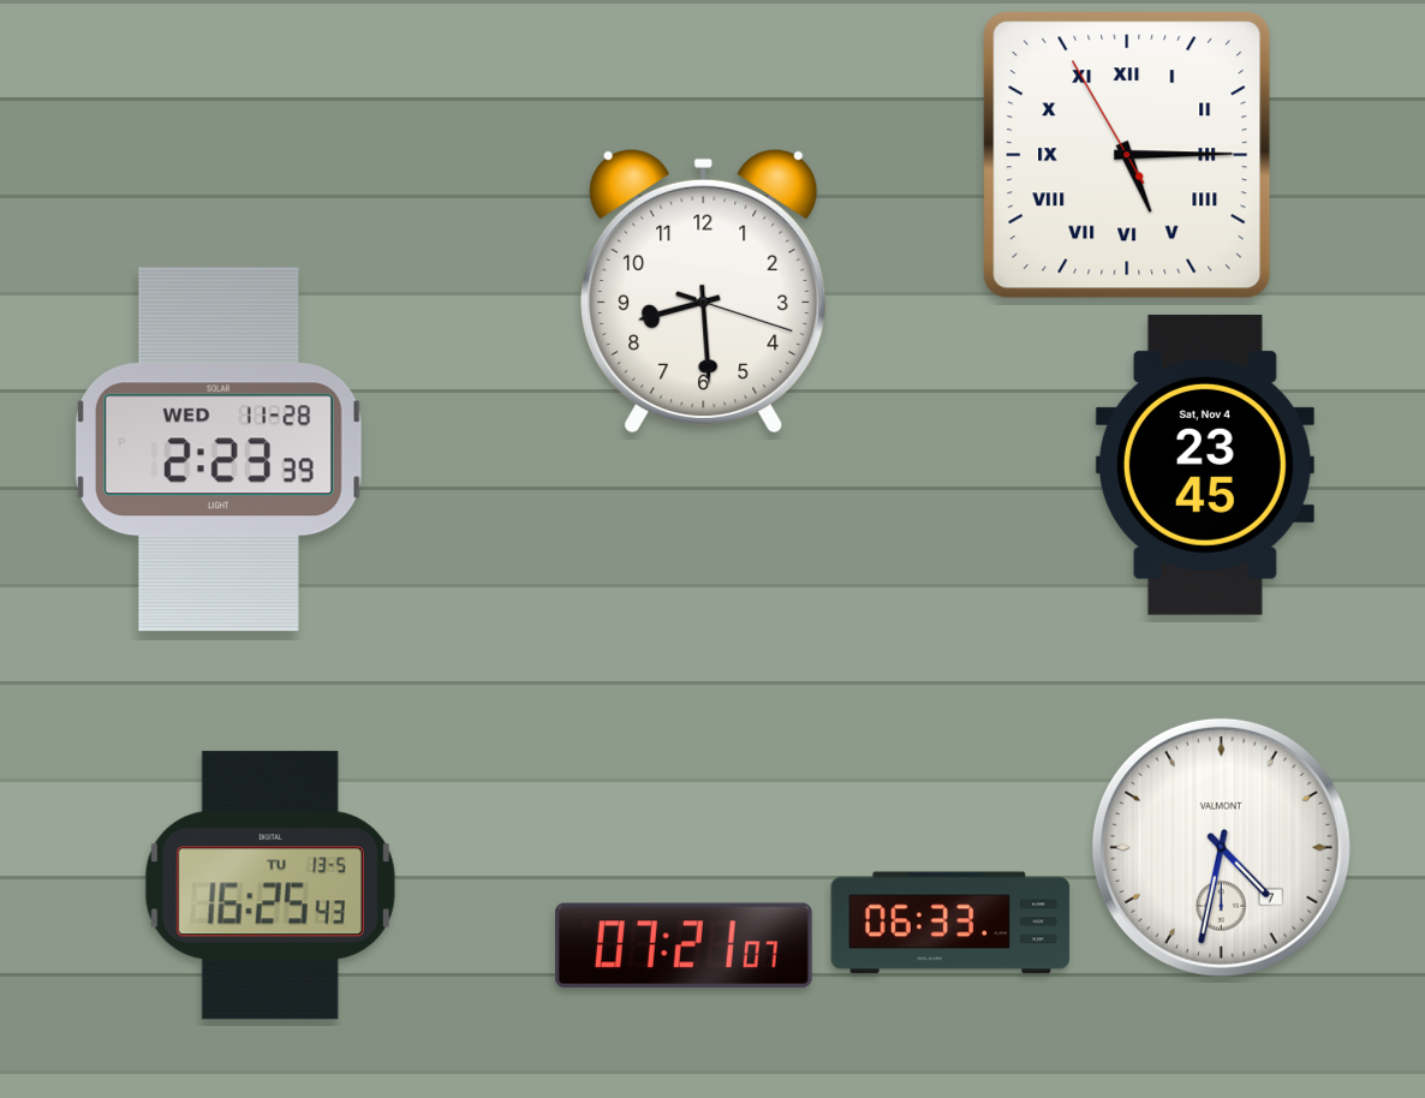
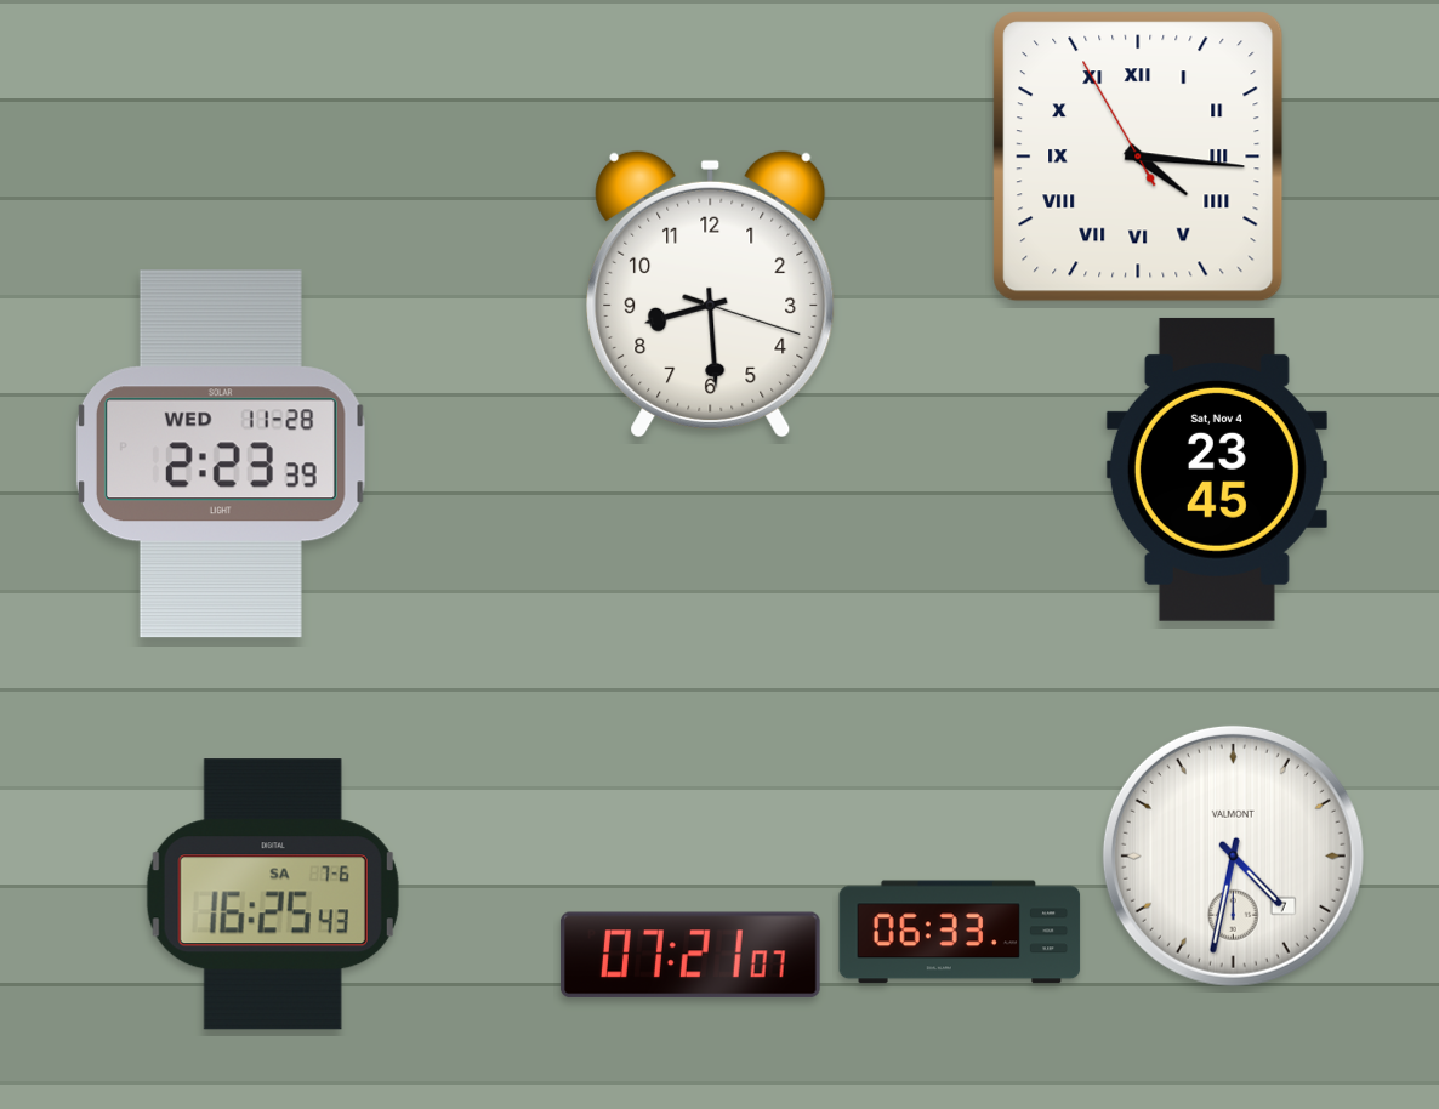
clock at (1127, 155): 5:14 -> 4:15
clock at (270, 885) date: TU 13-5 -> SA 7-6
